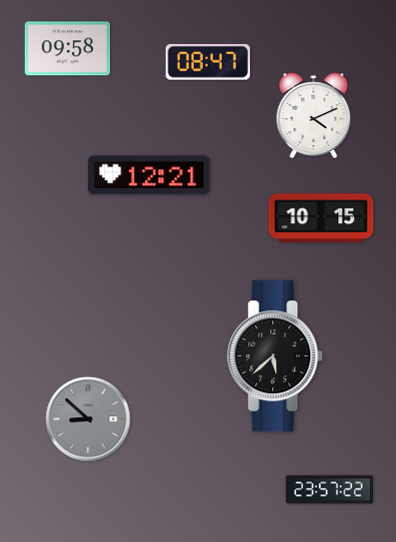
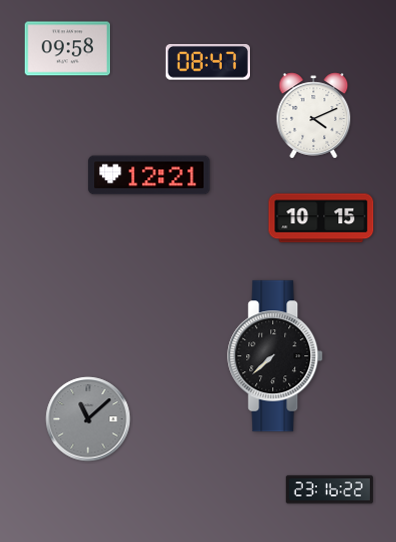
clock at (276, 356): 5:38 -> 7:38
clock at (88, 419): 8:52 -> 11:08
clock at (329, 490): 23:57 -> 23:16
